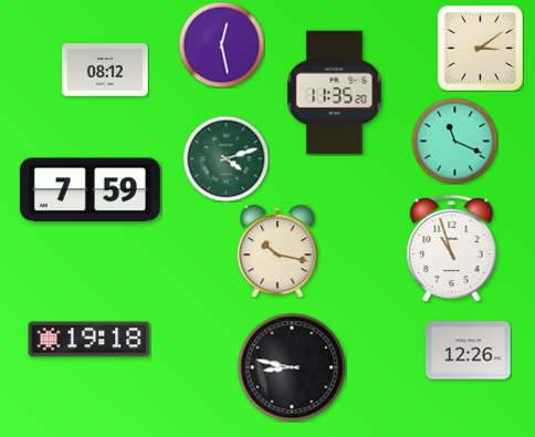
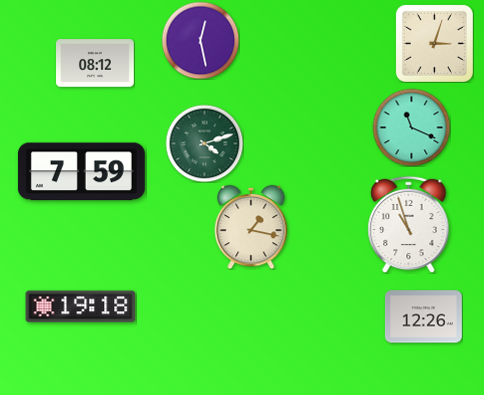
clock at (480, 48): 3:09 -> 3:03
clock at (335, 93): 11:35 -> none
clock at (277, 251): 10:17 -> 1:17
clock at (292, 367): 8:47 -> none
